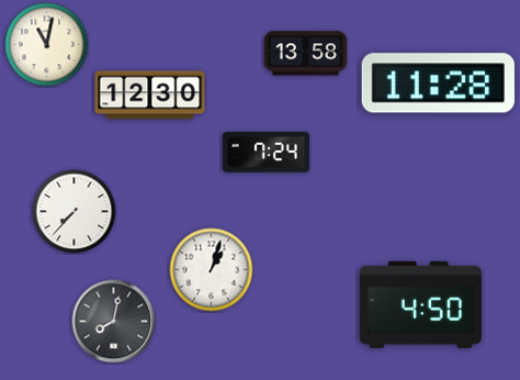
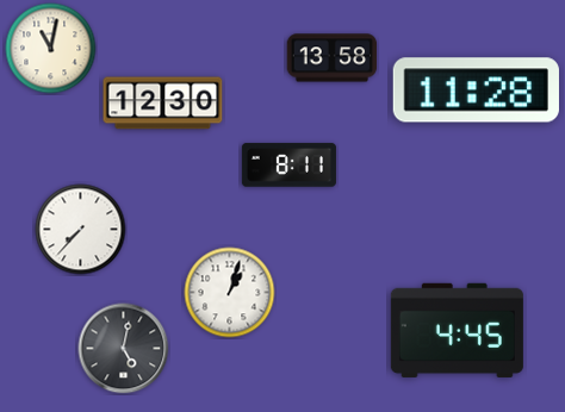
clock at (265, 153): 7:24 -> 8:11
clock at (420, 304): 4:50 -> 4:45
clock at (114, 322): 8:02 -> 5:02
